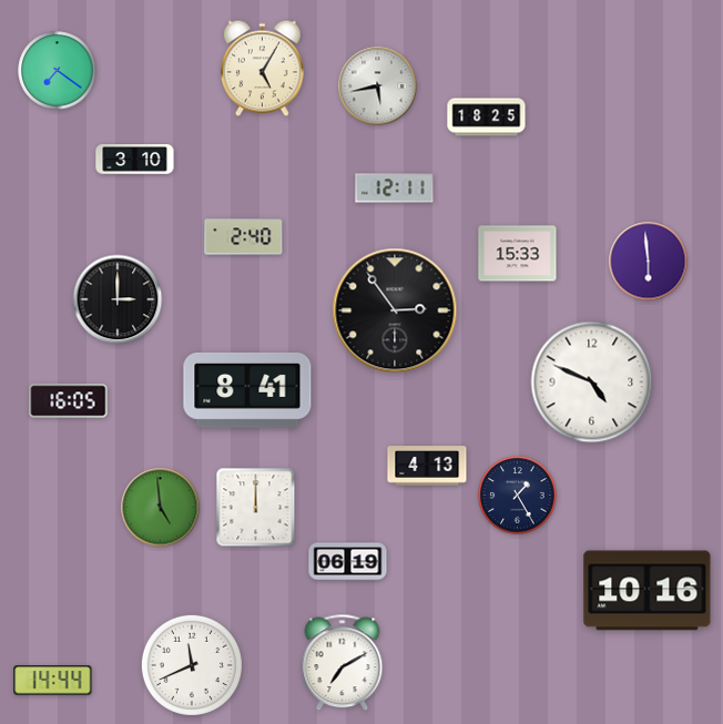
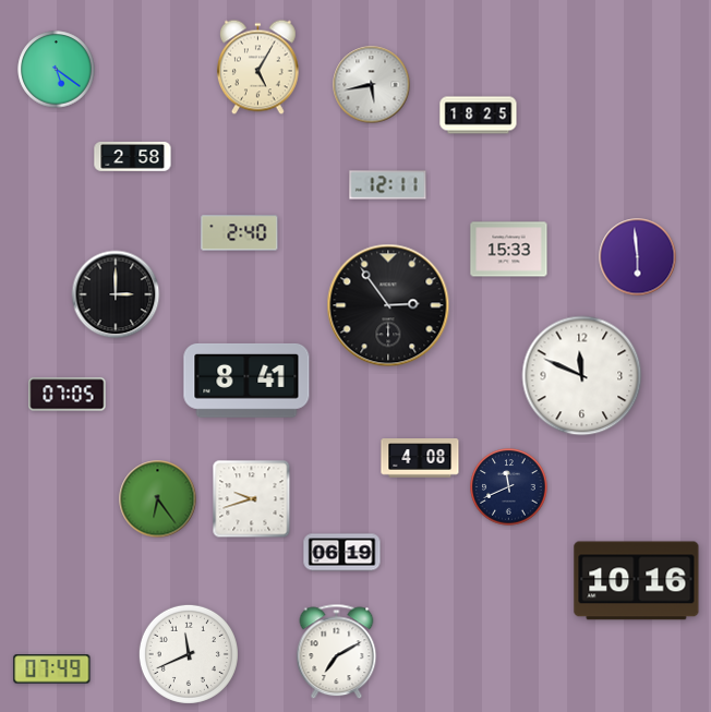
clock at (58, 71): 7:21 -> 5:21
clock at (135, 160): 3:10 -> 2:58
clock at (592, 383): 4:49 -> 11:49
clock at (247, 390) position: (247, 390) -> (246, 381)
clock at (69, 401): 16:05 -> 07:05
clock at (427, 466): 4:13 -> 4:08
clock at (518, 496): 1:25 -> 11:41
clock at (161, 508): 4:59 -> 6:24
clock at (256, 508): 12:00 -> 9:42
clock at (53, 681): 14:44 -> 07:49
